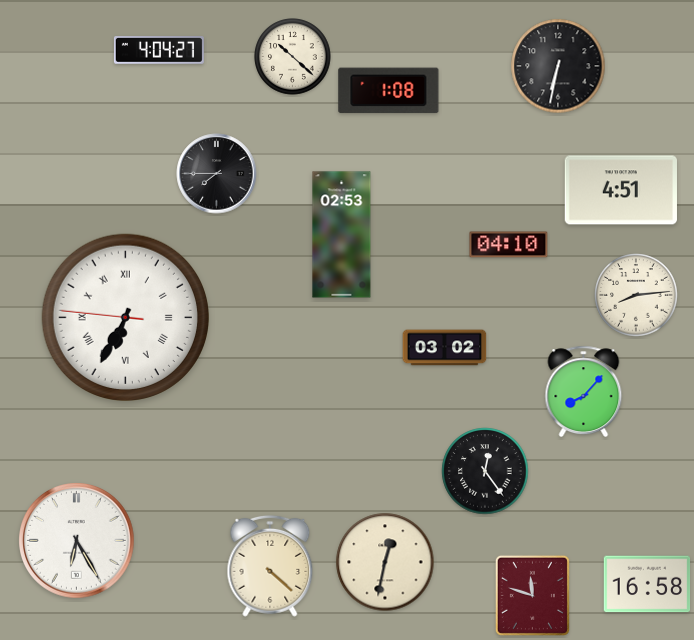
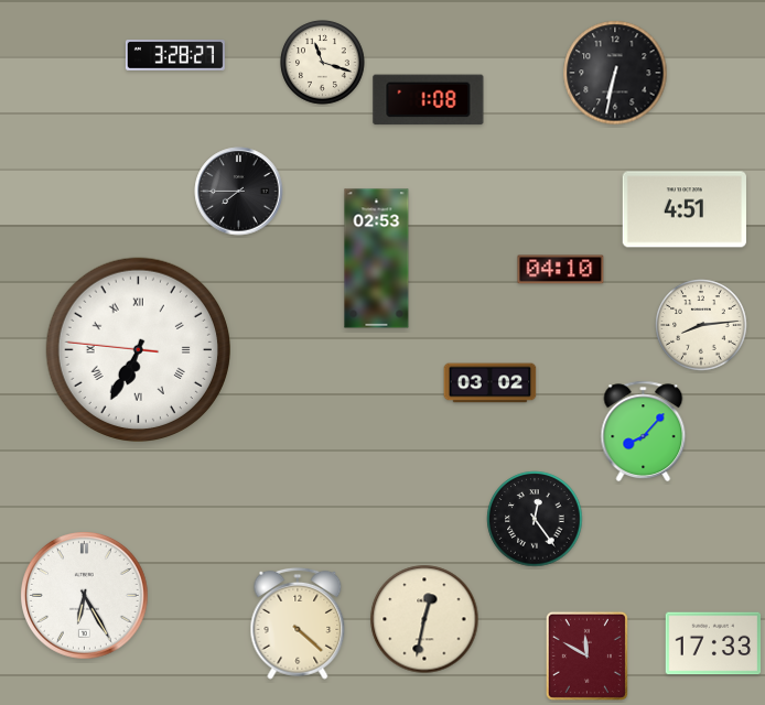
clock at (159, 50): 4:04 -> 3:28
clock at (293, 57): 10:22 -> 11:18
clock at (647, 584): 16:58 -> 17:33
clock at (532, 595): 11:48 -> 11:50
